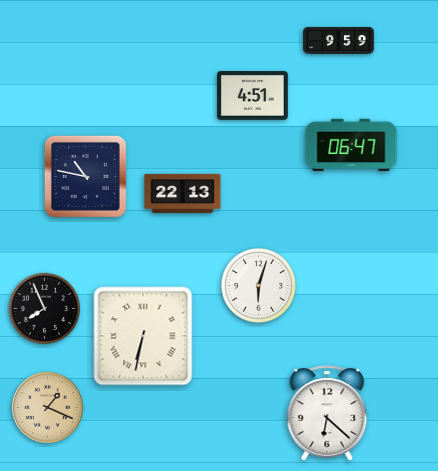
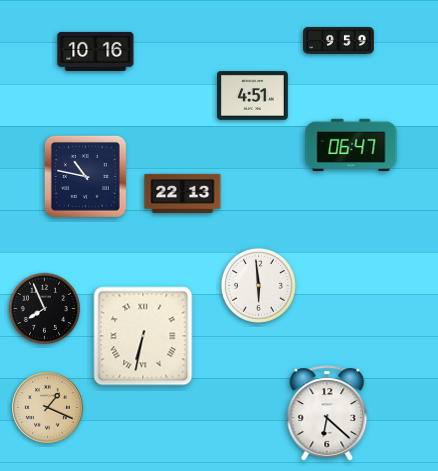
clock at (96, 51): none -> 10:16
clock at (258, 285): 6:03 -> 5:59
